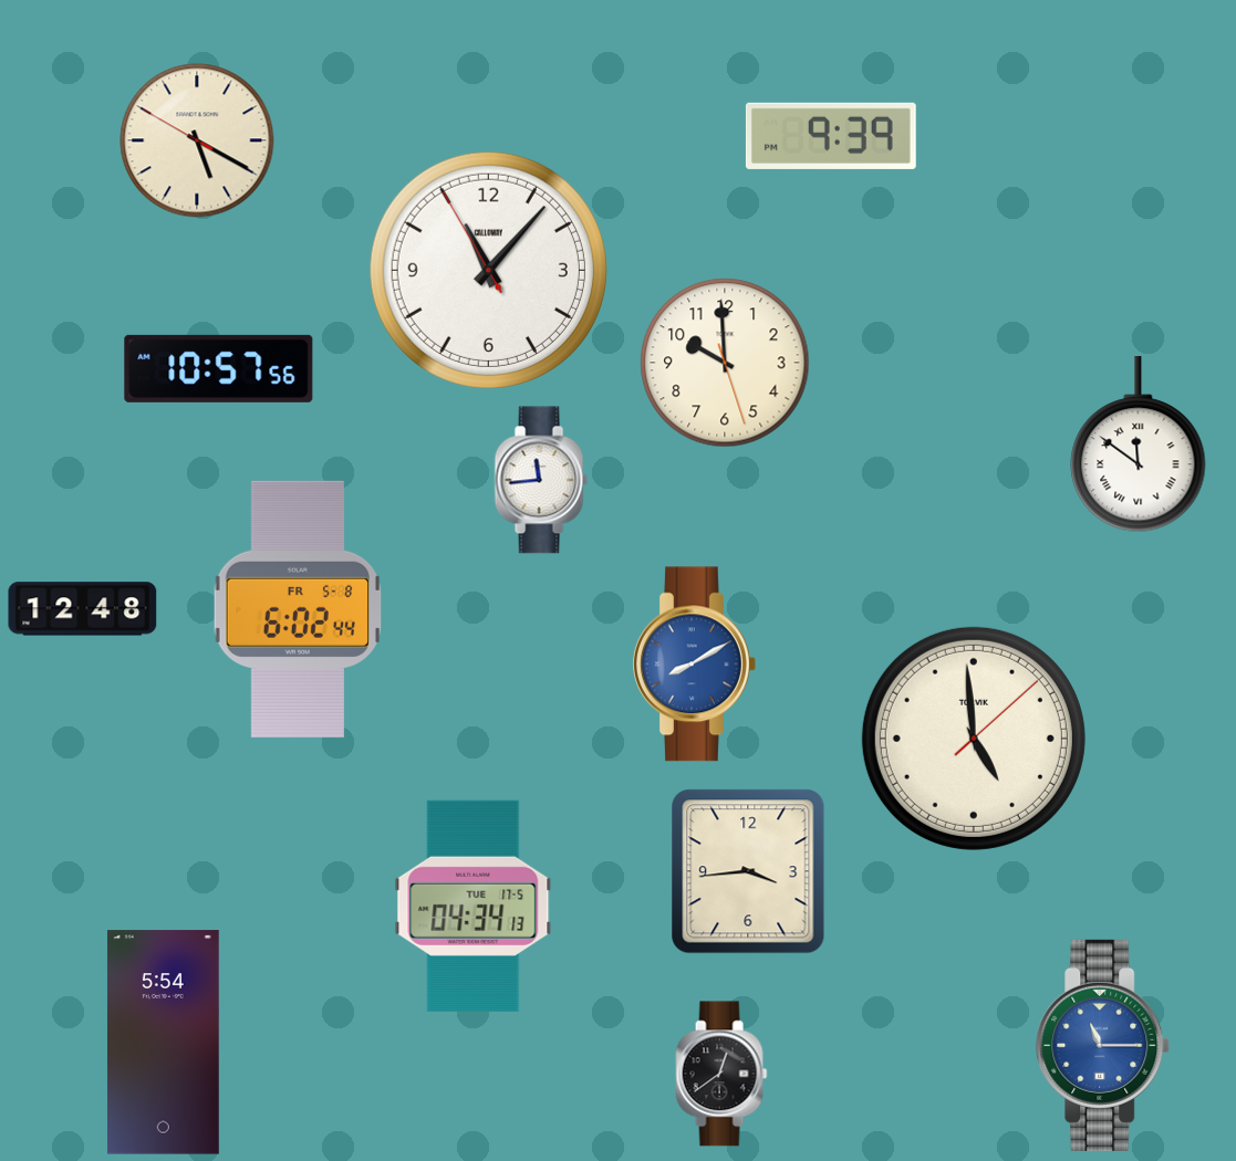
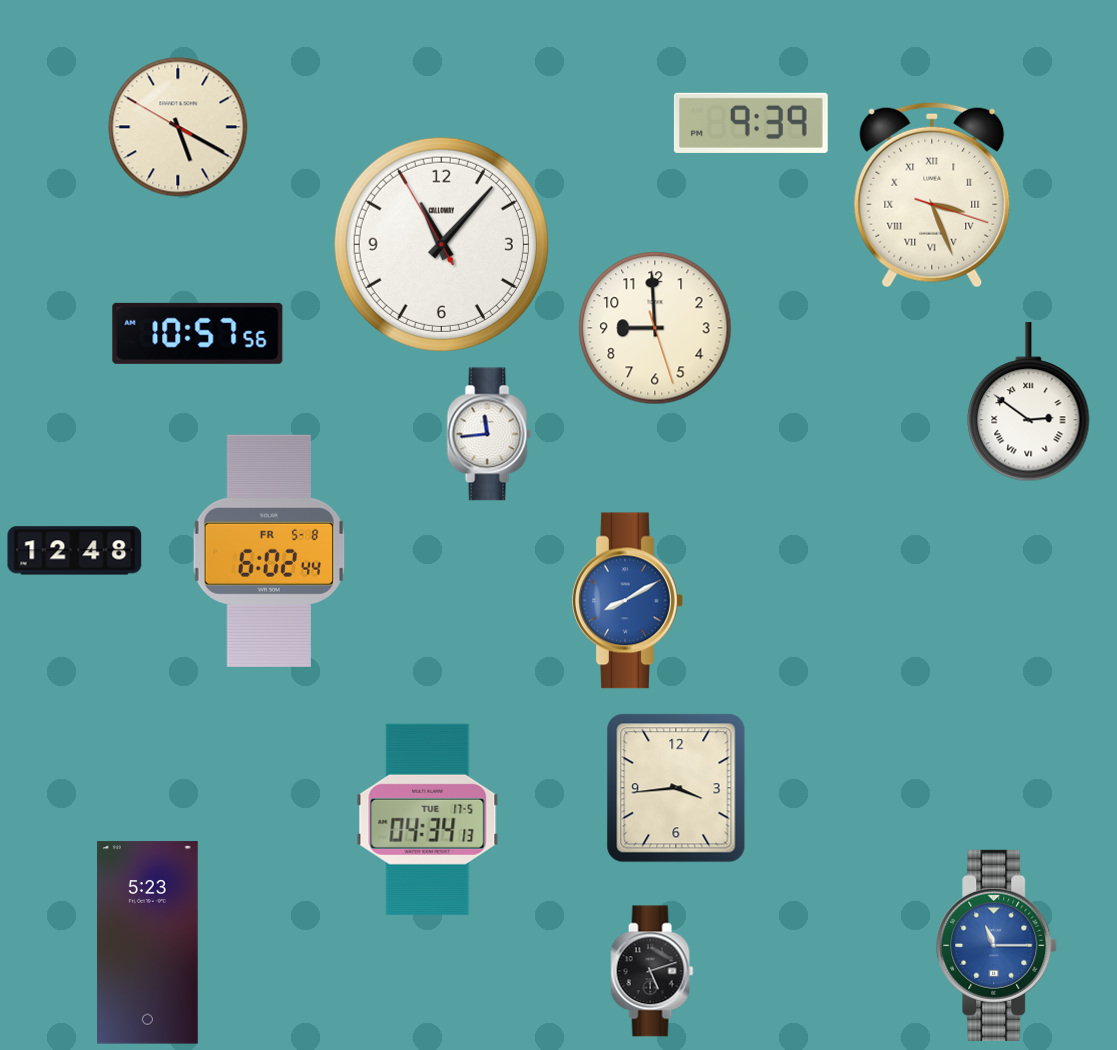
clock at (932, 195): none -> 3:26
clock at (725, 363): 9:59 -> 8:59
clock at (1139, 444): 11:51 -> 2:51
clock at (974, 739): 4:59 -> none
clock at (163, 1043): 5:54 -> 5:23
clock at (721, 1074): 12:39 -> 5:12
